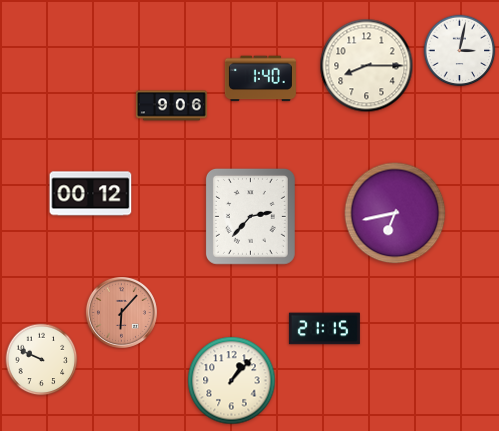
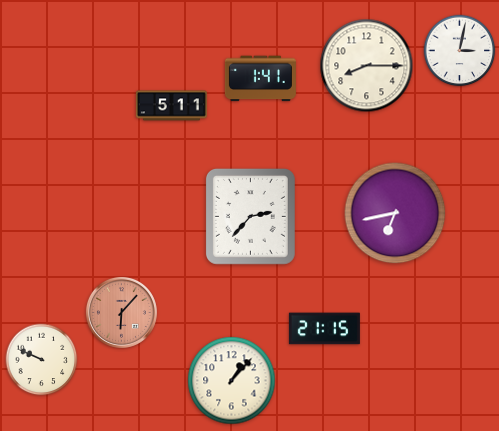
clock at (260, 79): 1:40 -> 1:41
clock at (171, 106): 9:06 -> 5:11
clock at (91, 194): 00:12 -> none
